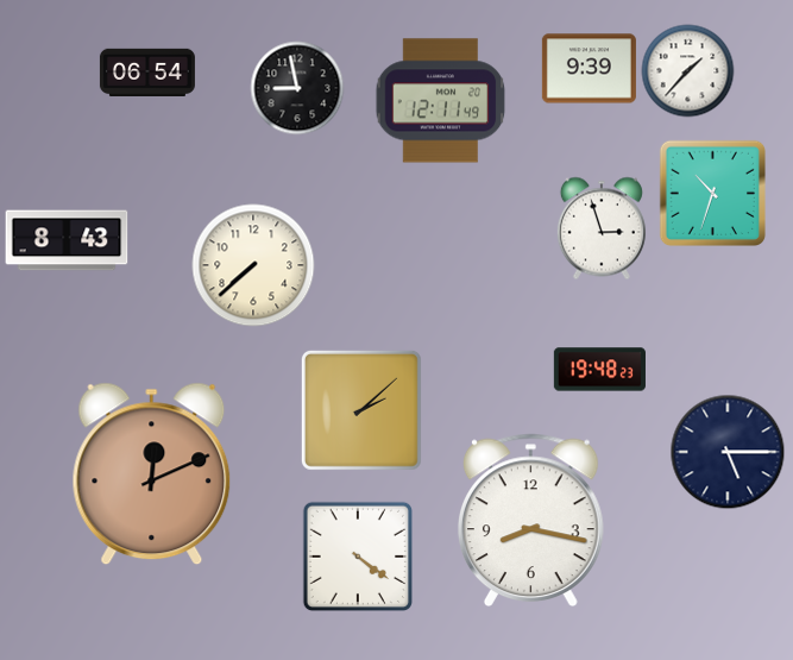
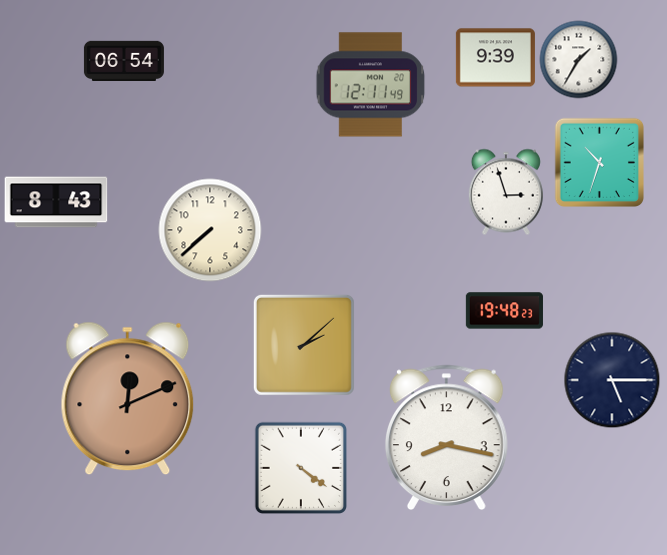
clock at (688, 71): 1:37 -> 1:35
clock at (297, 88): 8:58 -> none
clock at (253, 265) position: (253, 265) -> (210, 230)
